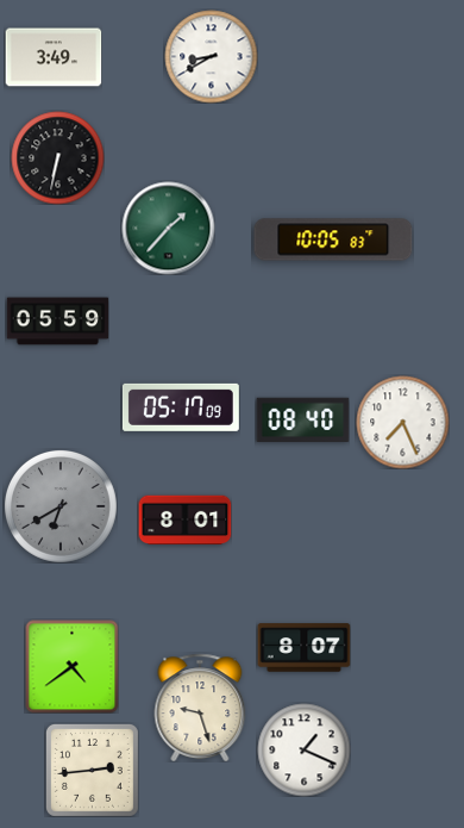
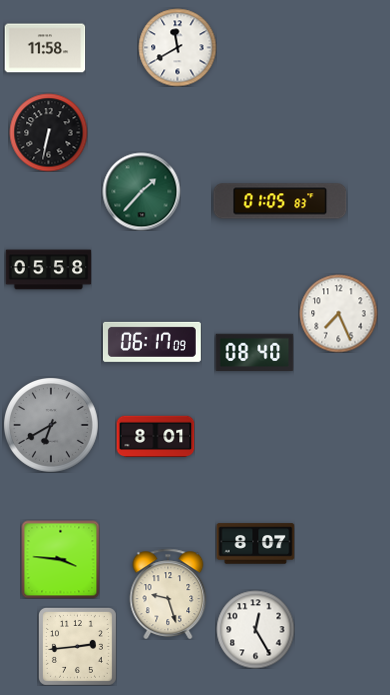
clock at (211, 56): 8:40 -> 11:40
clock at (54, 57): 3:49 -> 11:58
clock at (333, 239): 10:05 -> 01:05
clock at (57, 322): 05:59 -> 05:58
clock at (181, 407): 05:17 -> 06:17
clock at (402, 422) position: (402, 422) -> (338, 313)
clock at (71, 666): 4:39 -> 3:46
clock at (303, 749): 1:19 -> 12:25
